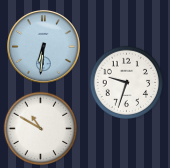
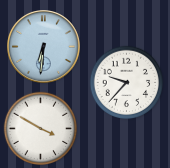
clock at (127, 83): 9:33 -> 9:37
clock at (41, 129): 10:50 -> 3:50
